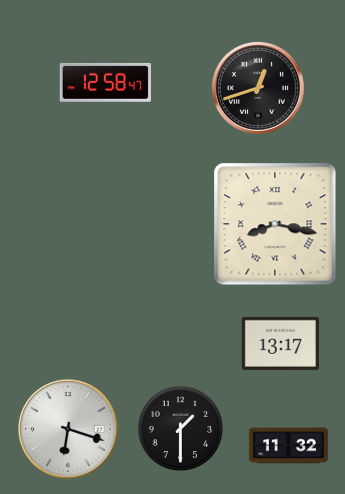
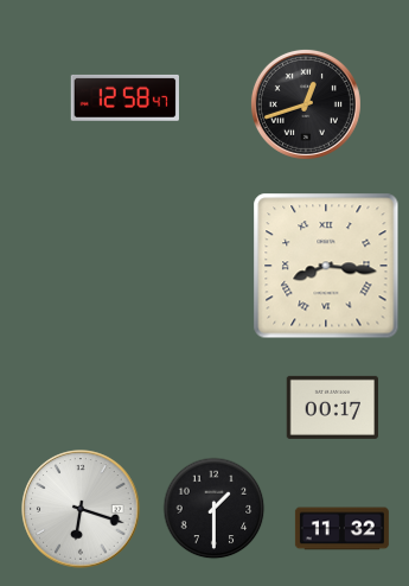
clock at (275, 224): 8:17 -> 8:16
clock at (280, 343): 13:17 -> 00:17
